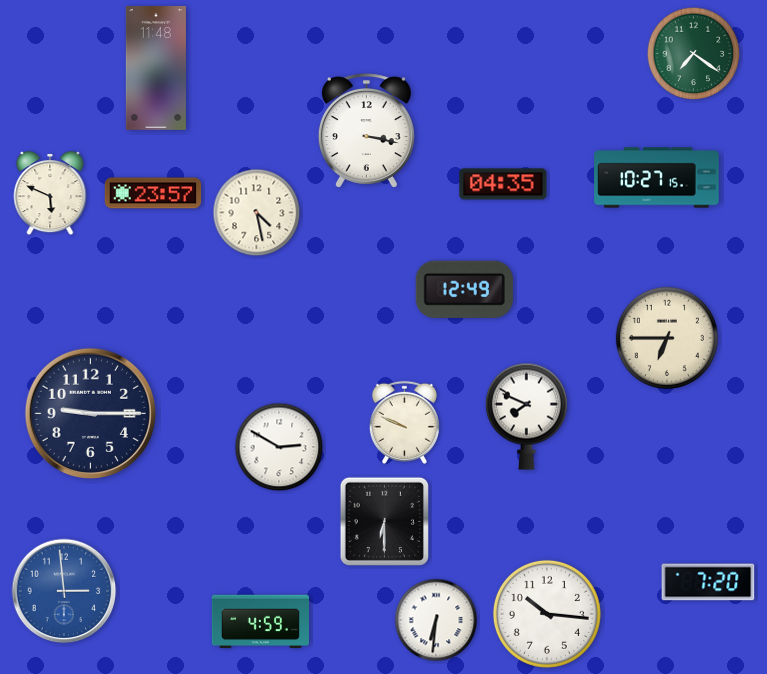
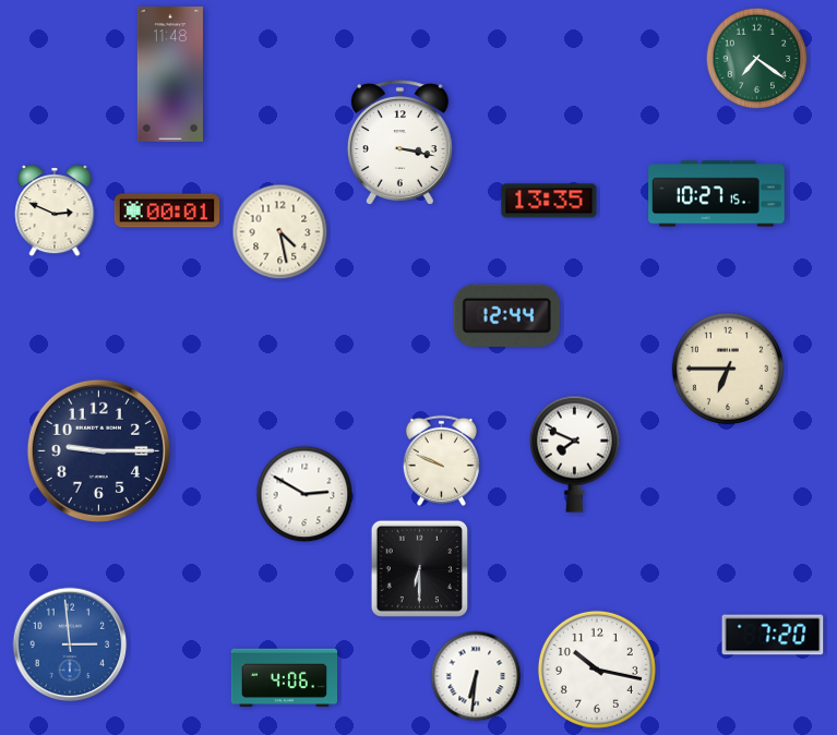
clock at (503, 184): 04:35 -> 13:35
clock at (153, 193): 23:57 -> 00:01
clock at (50, 194): 5:49 -> 2:49
clock at (464, 289): 12:49 -> 12:44
clock at (279, 447) position: (279, 447) -> (304, 494)
clock at (547, 614): 10:16 -> 10:17
clock at (260, 622): 4:59 -> 4:06
